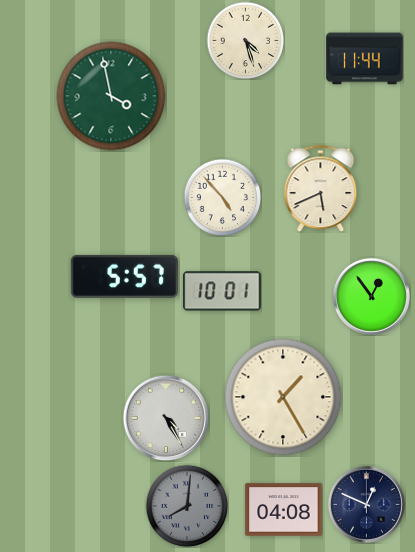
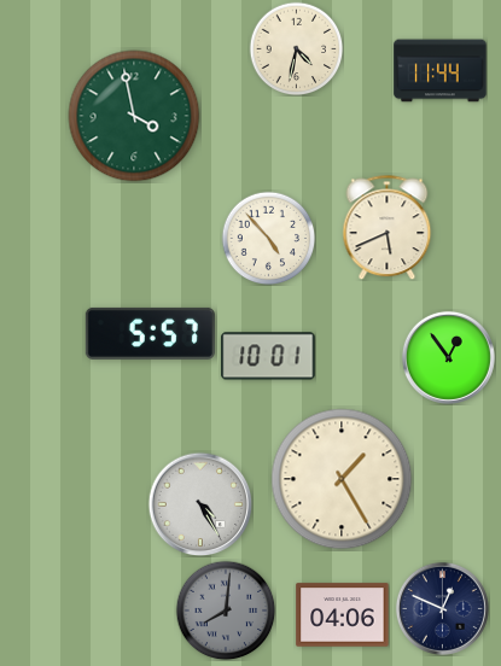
clock at (245, 40): 4:27 -> 4:32
clock at (222, 291) position: (222, 291) -> (268, 356)
clock at (284, 510): 04:08 -> 04:06
